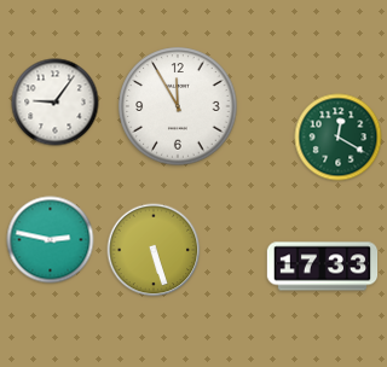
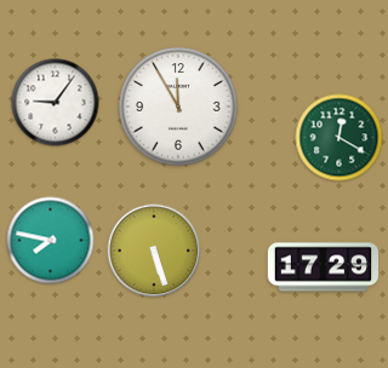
clock at (51, 240): 2:47 -> 7:47
clock at (323, 267): 17:33 -> 17:29
